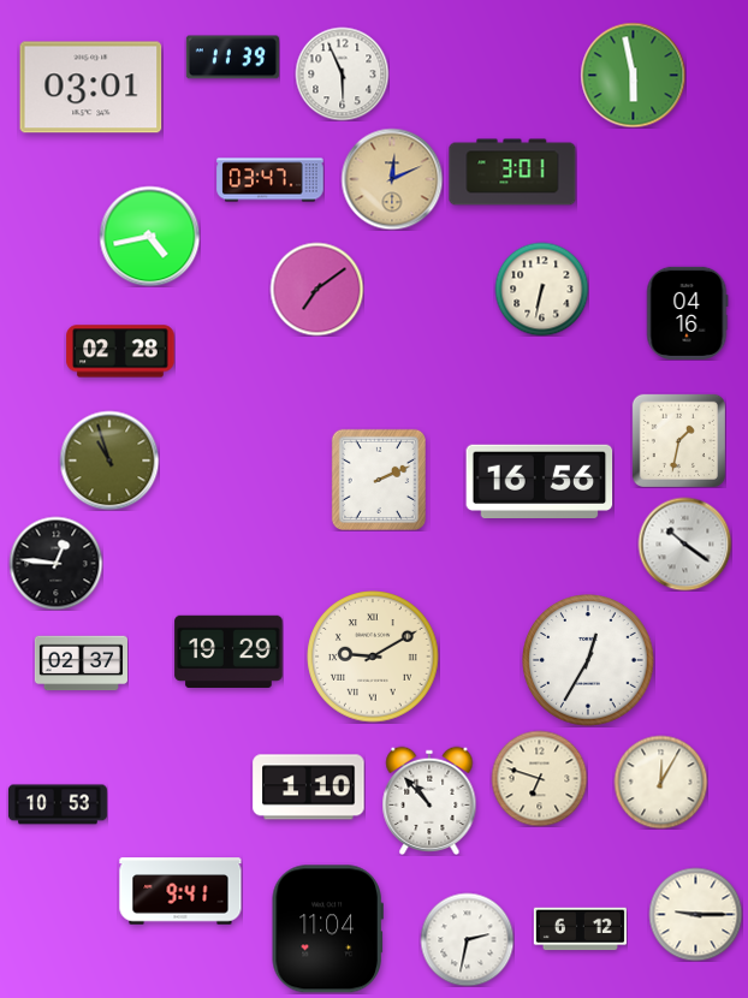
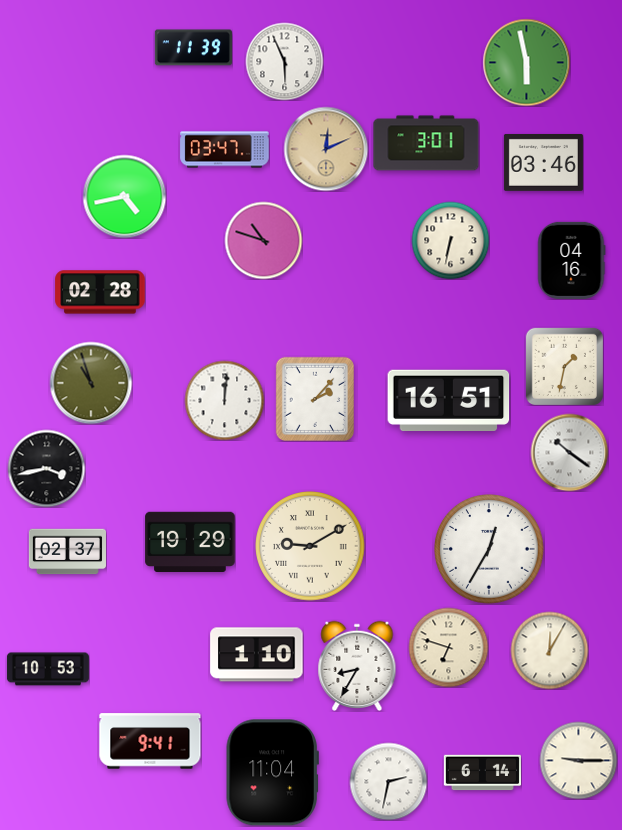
clock at (91, 88): 03:01 -> none
clock at (543, 162): none -> 03:46
clock at (316, 289): 7:09 -> 10:48
clock at (379, 479): 2:11 -> 2:07
clock at (224, 400): none -> 12:01
clock at (540, 481): 16:56 -> 16:51
clock at (55, 563): 12:46 -> 3:43
clock at (429, 800): 10:53 -> 8:35
clock at (580, 929): 6:12 -> 6:14
